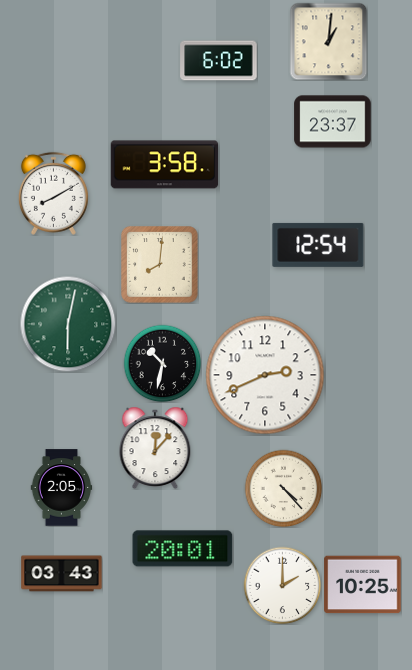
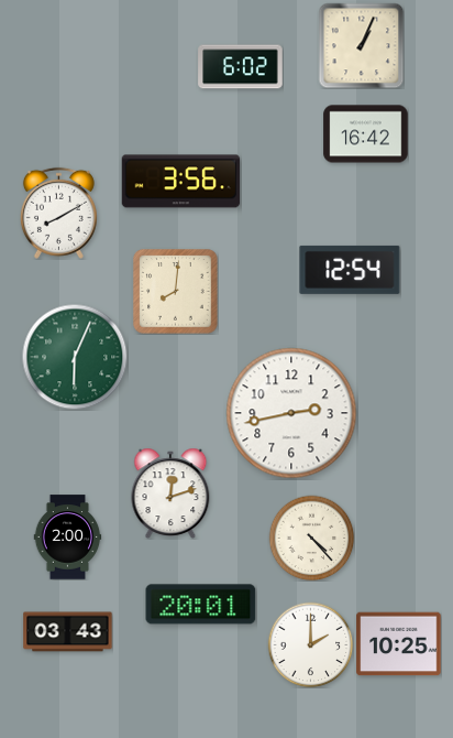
clock at (328, 41): 1:01 -> 1:04
clock at (333, 122): 23:37 -> 16:42
clock at (165, 165): 3:58 -> 3:56
clock at (68, 324): 6:02 -> 6:04
clock at (162, 363): 10:32 -> none
clock at (265, 375): 2:41 -> 2:43
clock at (155, 448): 12:07 -> 12:12
clock at (62, 488): 2:05 -> 2:00
